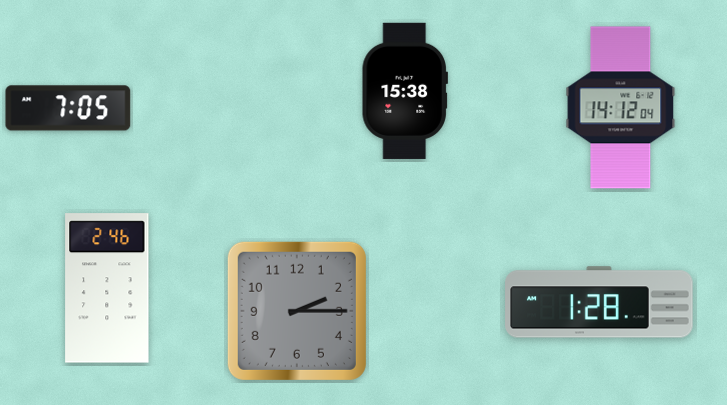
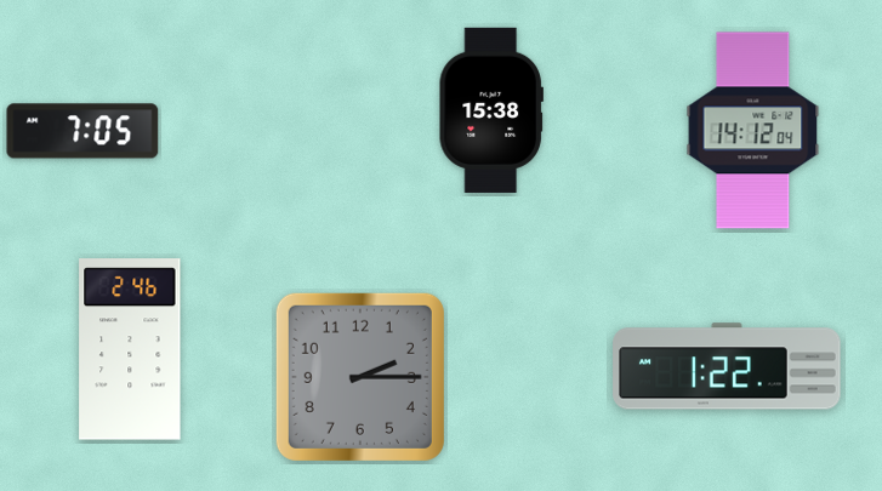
clock at (599, 302): 1:28 -> 1:22
